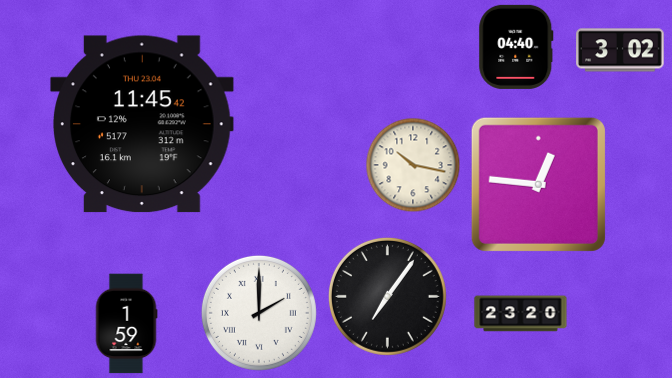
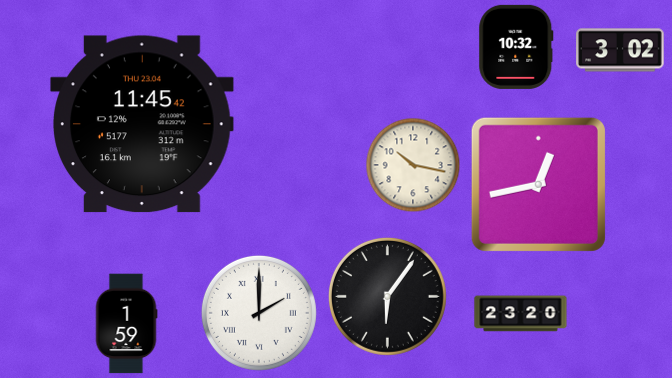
clock at (516, 47): 04:40 -> 10:32
clock at (538, 184): 12:46 -> 12:43
clock at (387, 296): 7:06 -> 6:06
